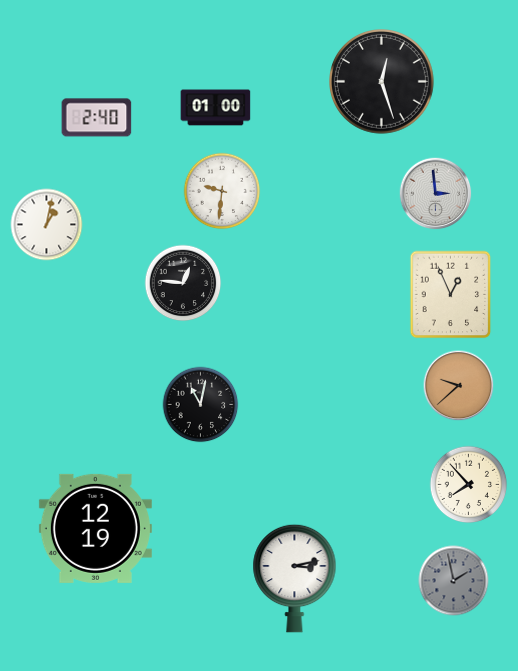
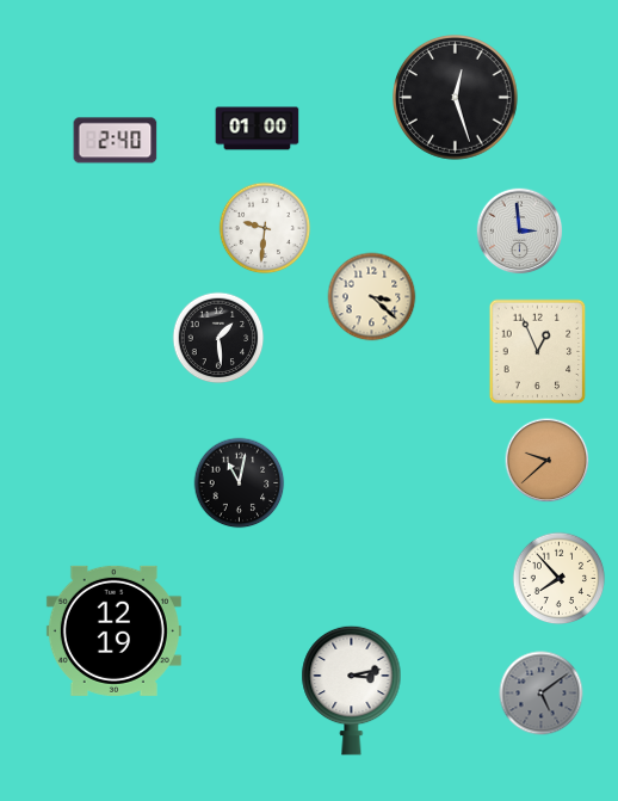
clock at (47, 225): 1:02 -> none
clock at (372, 297): none -> 3:22
clock at (183, 283): 12:46 -> 1:29
clock at (454, 581): 1:58 -> 5:09
